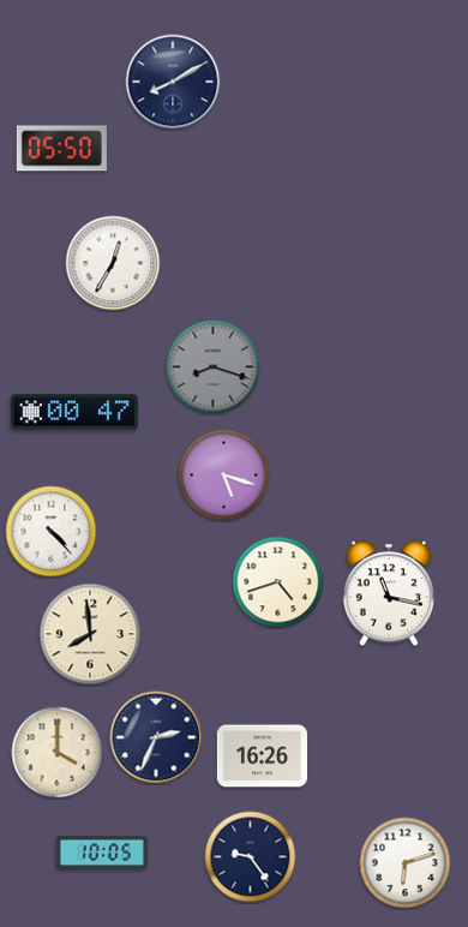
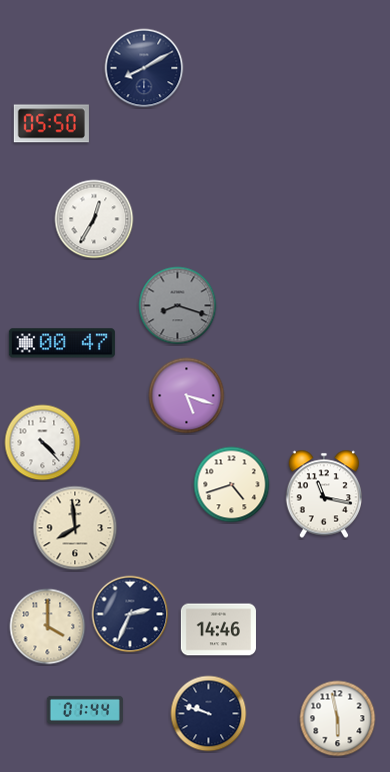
clock at (262, 756): 16:26 -> 14:46
clock at (102, 853): 10:05 -> 01:44
clock at (251, 857): 9:24 -> 9:48
clock at (406, 863): 6:12 -> 5:58
